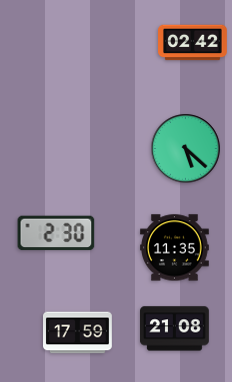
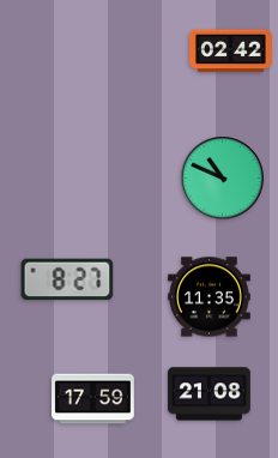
clock at (186, 149): 5:22 -> 10:49
clock at (56, 233): 2:30 -> 8:27
